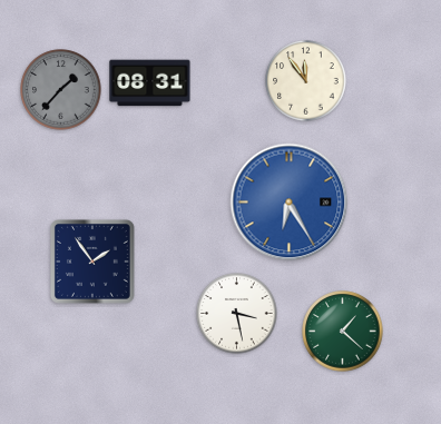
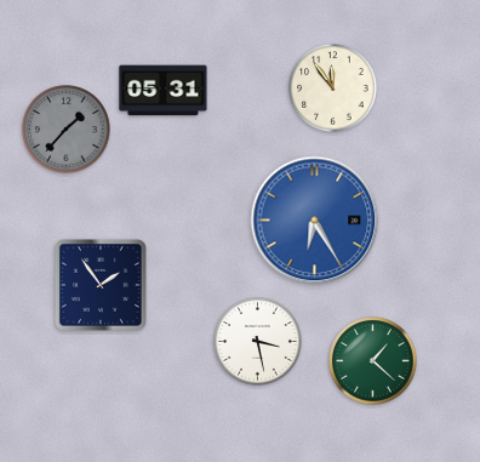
clock at (150, 83): 08:31 -> 05:31
clock at (61, 90) position: (61, 90) -> (67, 130)
